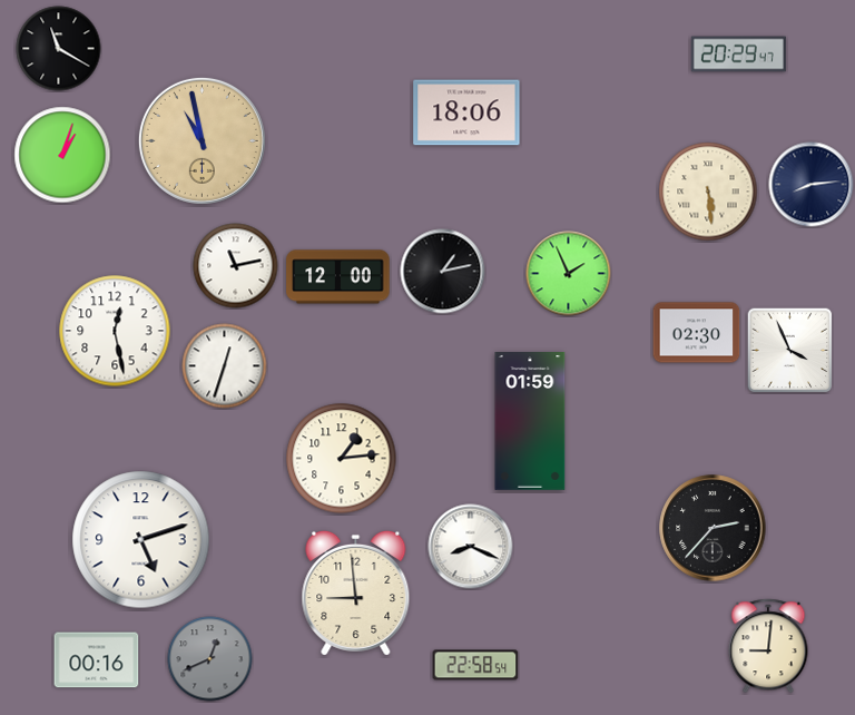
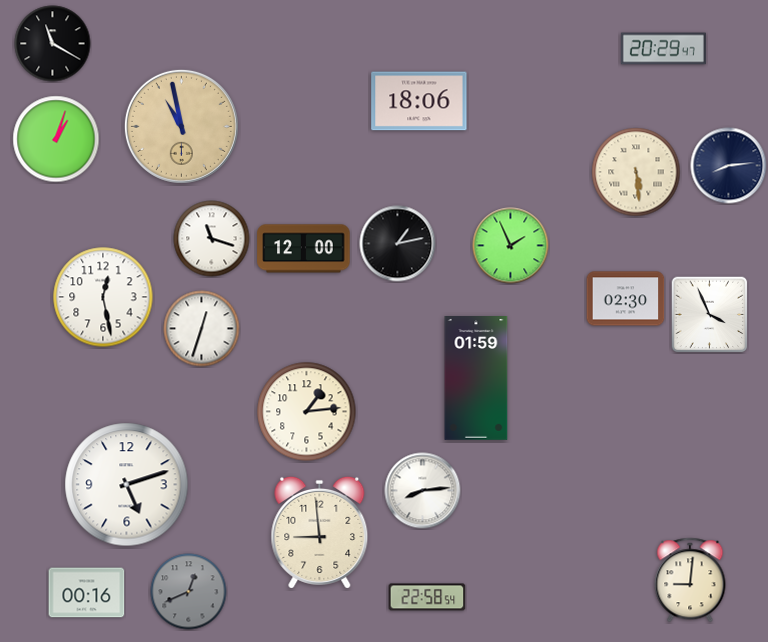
clock at (236, 266): 11:13 -> 11:18
clock at (712, 528): 2:37 -> none
clock at (471, 547): 8:19 -> 8:14
